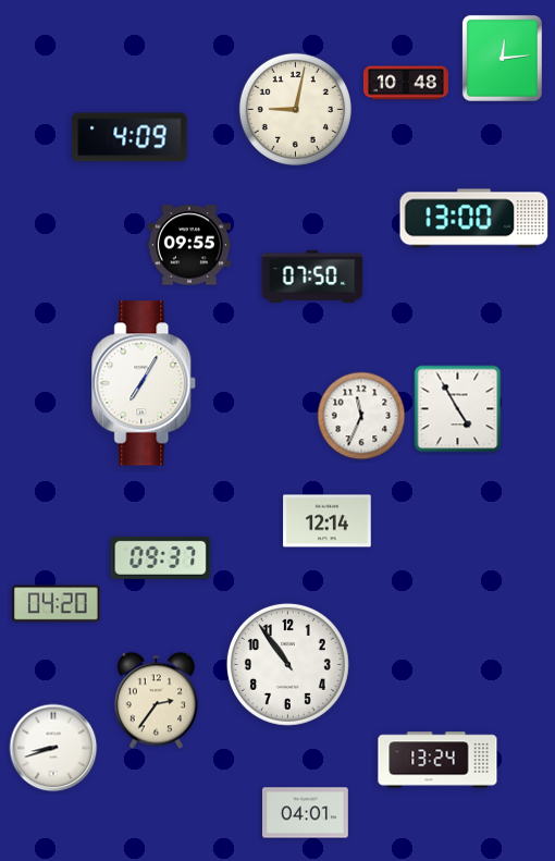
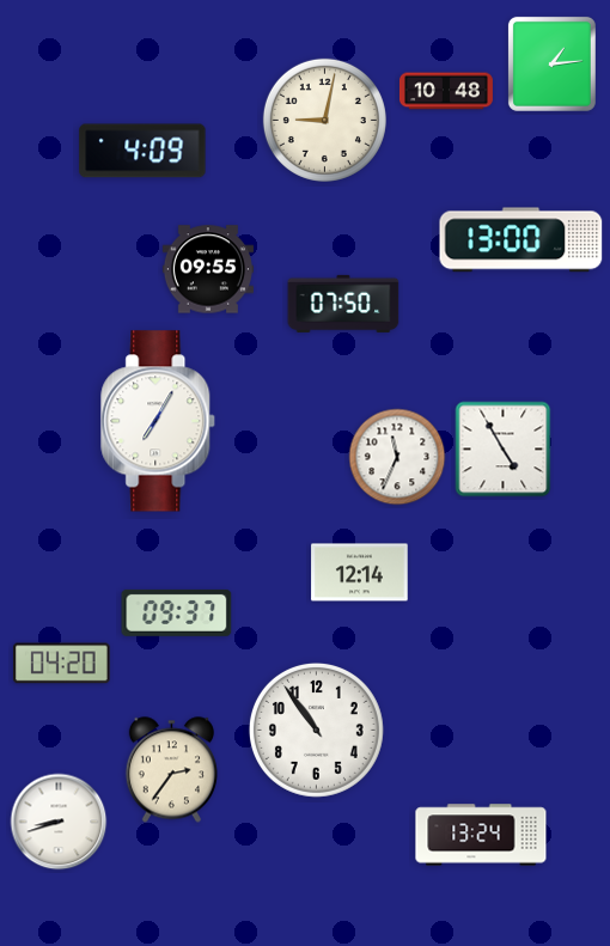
clock at (502, 58): 12:14 -> 1:14
clock at (306, 813): 04:01 -> none
